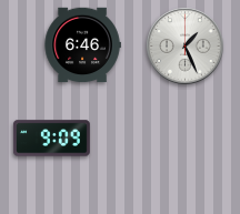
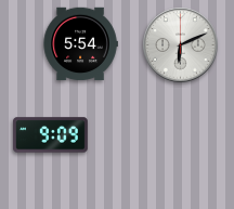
clock at (82, 45): 6:46 -> 5:54
clock at (186, 47): 1:26 -> 6:11
